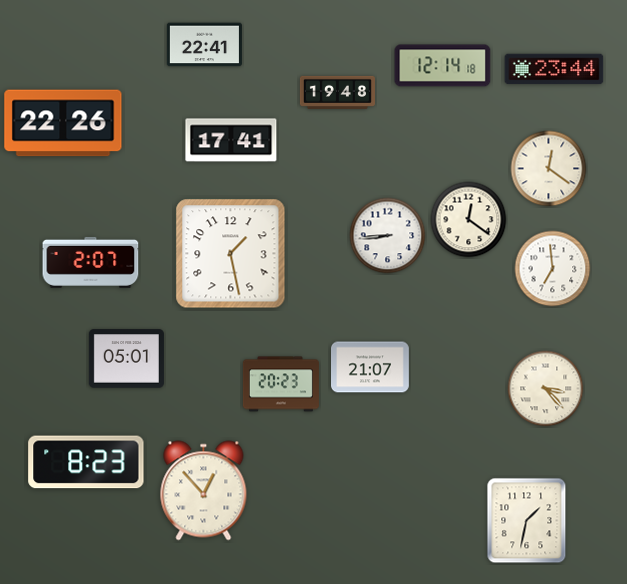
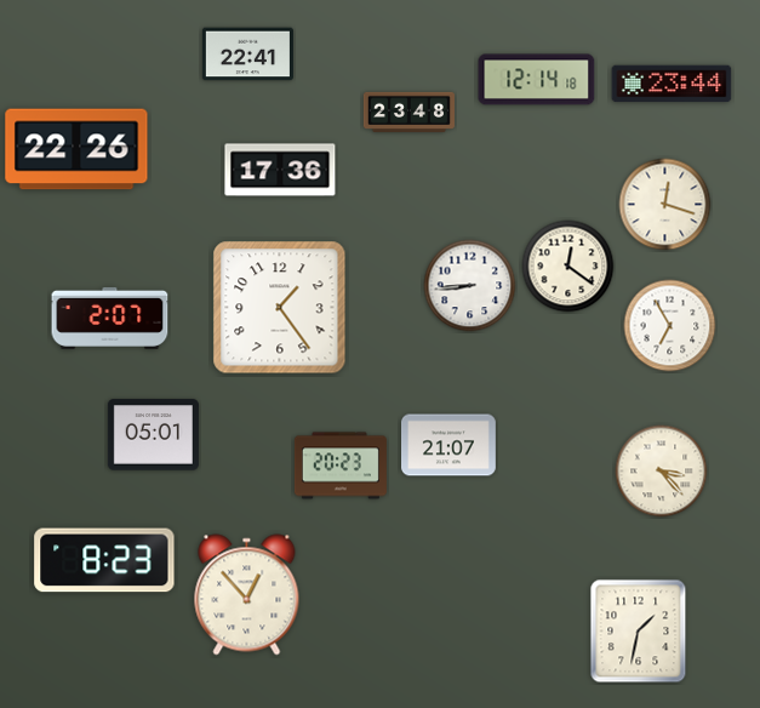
clock at (337, 92): 19:48 -> 23:48
clock at (231, 140): 17:41 -> 17:36
clock at (549, 169): 12:21 -> 12:18
clock at (231, 254): 1:28 -> 1:24
clock at (553, 269): 6:59 -> 6:55
